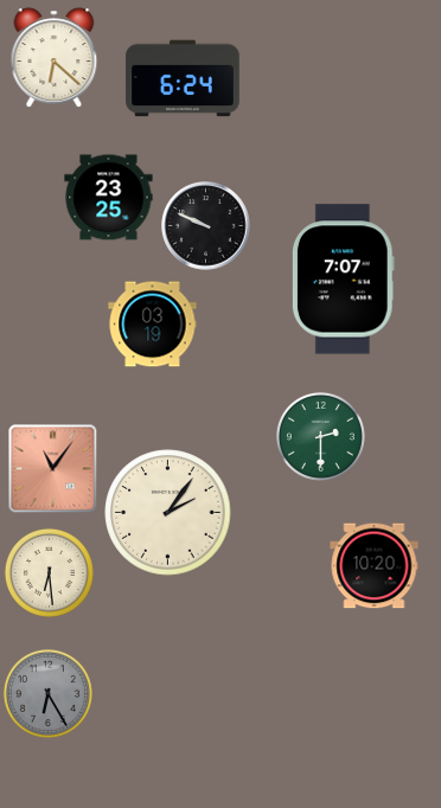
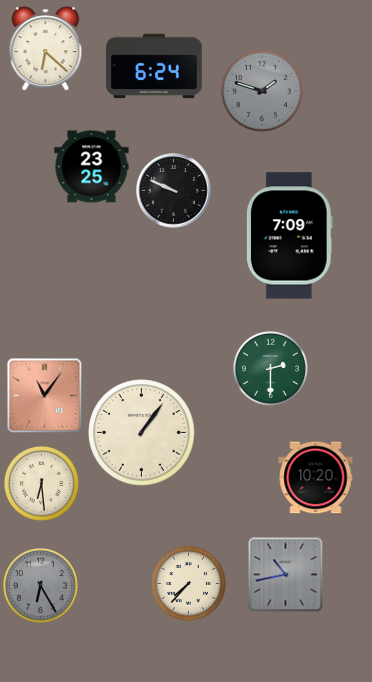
clock at (262, 91): none -> 1:48
clock at (343, 280): 7:07 -> 7:09
clock at (153, 325): 03:19 -> none
clock at (168, 513): 2:06 -> 1:06
clock at (286, 575): none -> 10:43
clock at (188, 583): none -> 7:37
